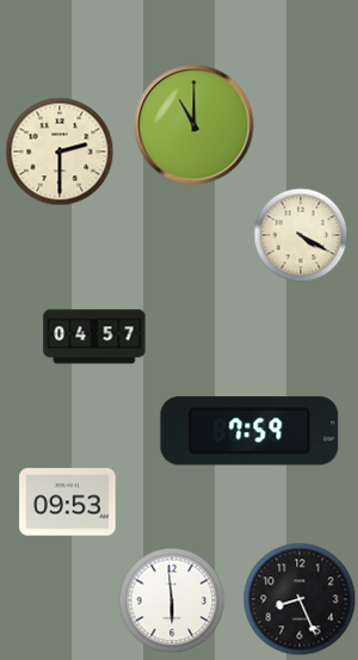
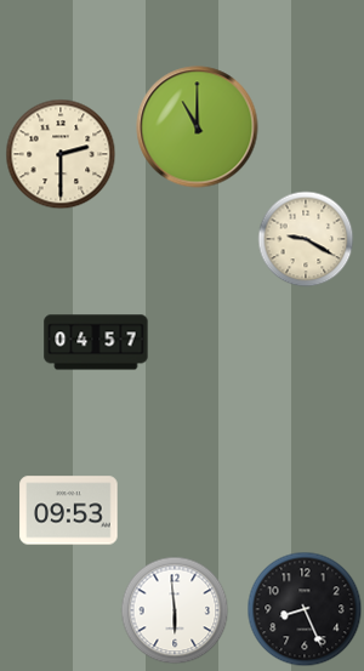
clock at (301, 235): 4:20 -> 9:20
clock at (249, 431): 7:59 -> none
